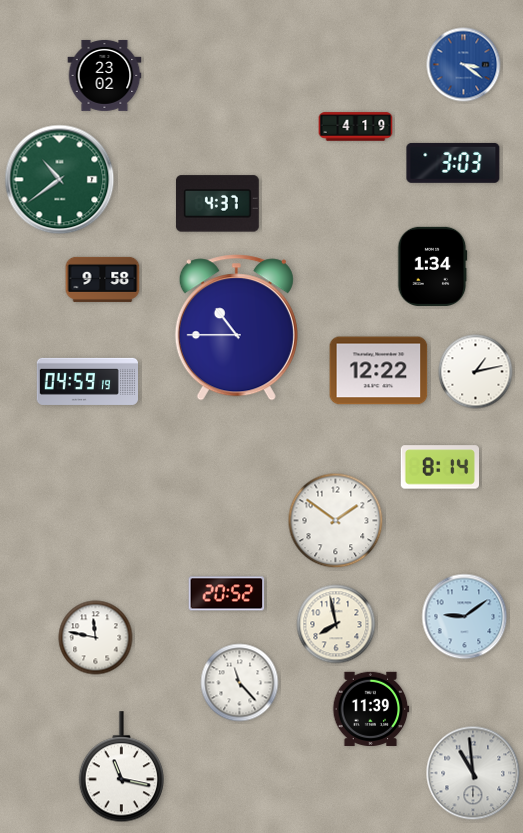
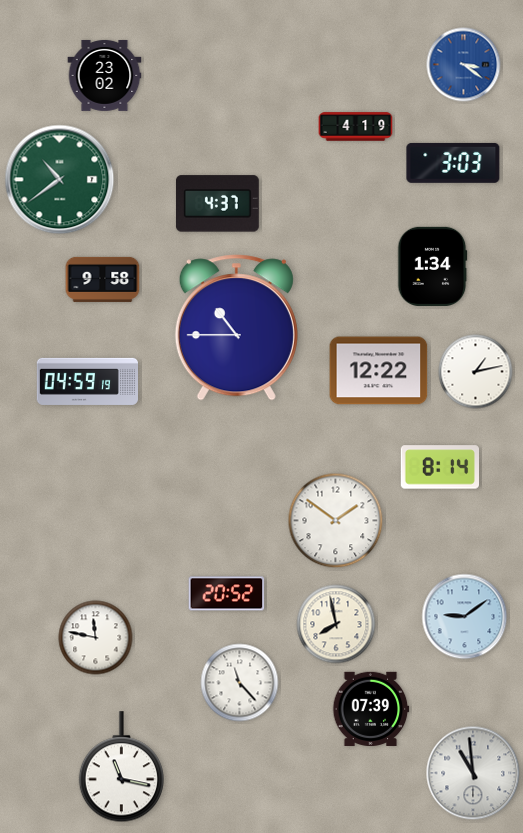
clock at (371, 708): 11:39 -> 07:39
